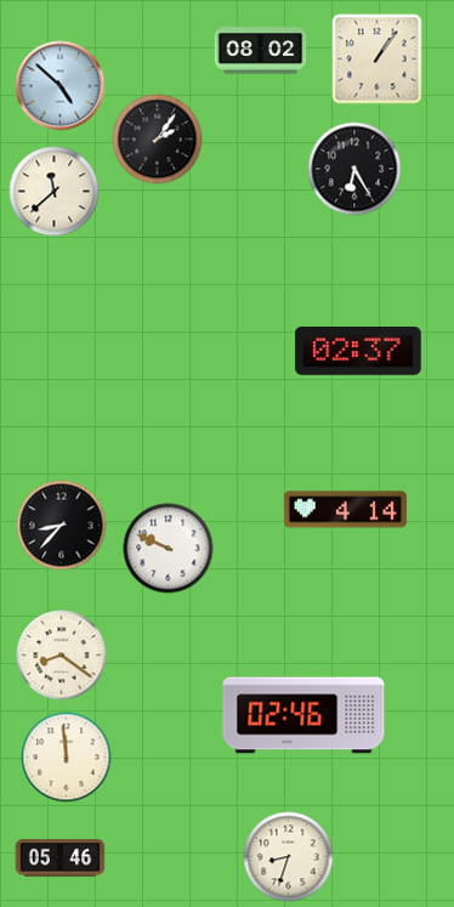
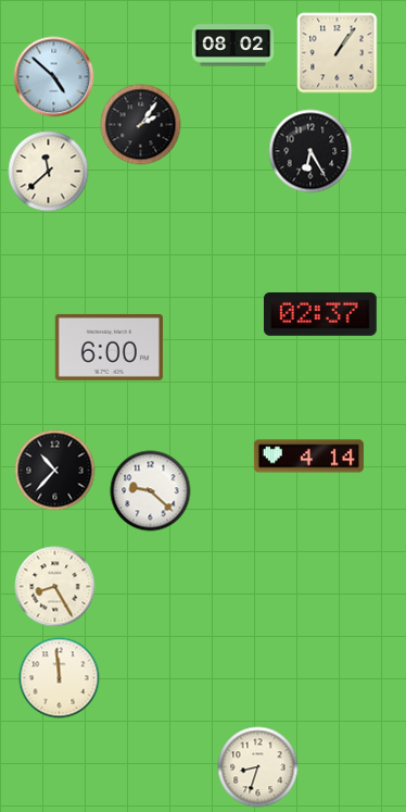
clock at (354, 169) position: (354, 169) -> (310, 151)
clock at (109, 347): none -> 6:00
clock at (62, 526): 8:37 -> 10:37
clock at (169, 549): 9:49 -> 9:22
clock at (62, 656): 8:21 -> 8:25
clock at (303, 715): 02:46 -> none
clock at (61, 858): 05:46 -> none
